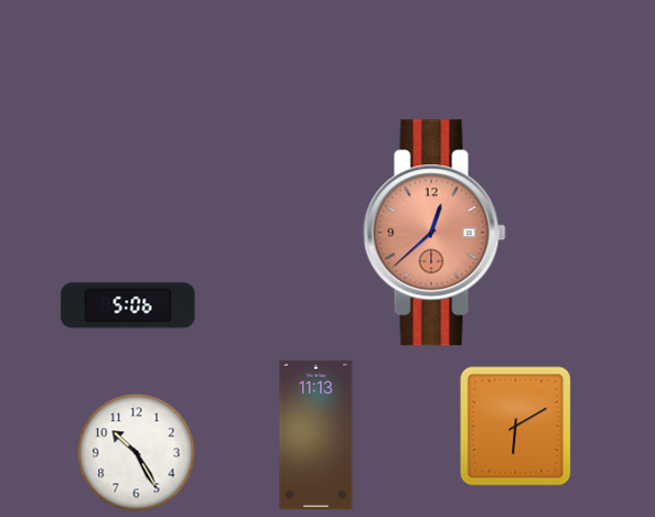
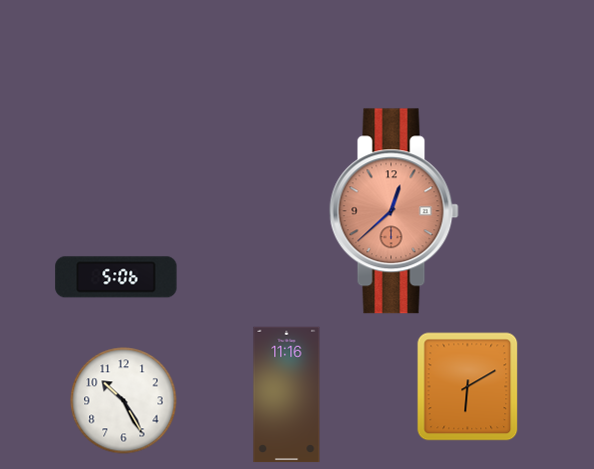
clock at (316, 435): 11:13 -> 11:16
clock at (137, 453) position: (137, 453) -> (124, 401)
